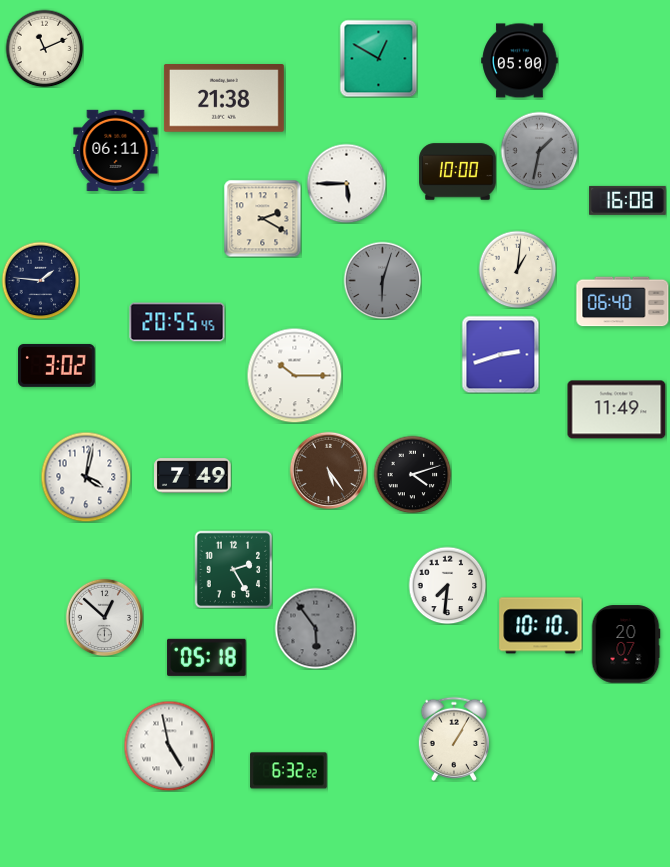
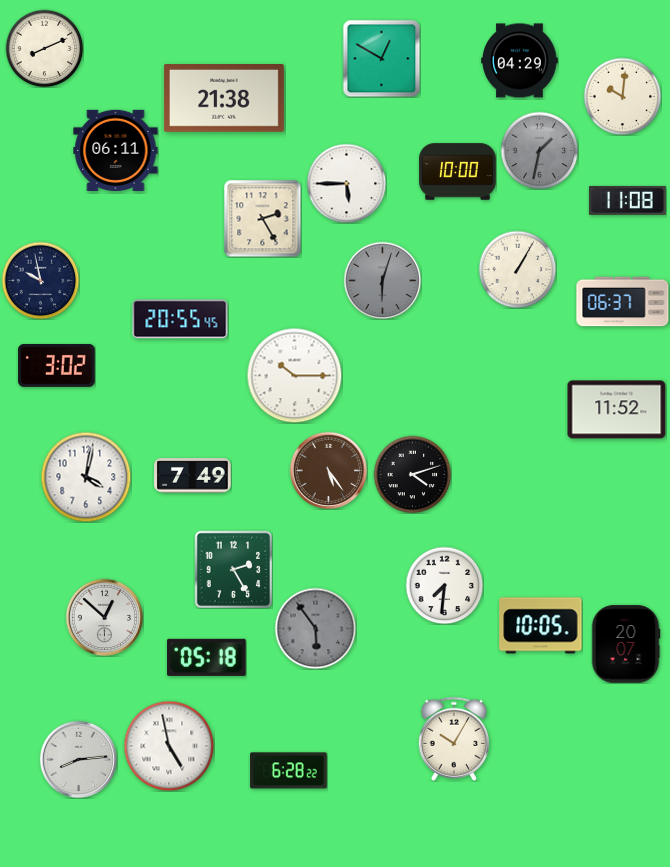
clock at (44, 48): 11:11 -> 8:11
clock at (378, 58) position: (378, 58) -> (381, 58)
clock at (520, 61): 05:00 -> 04:29
clock at (622, 96): none -> 10:01
clock at (628, 200): 16:08 -> 11:08
clock at (262, 218): 2:20 -> 2:25
clock at (517, 269): 1:01 -> 1:05
clock at (40, 280): 1:46 -> 9:58
clock at (623, 302): 06:40 -> 06:37
clock at (177, 322) position: (177, 322) -> (180, 319)
clock at (500, 354): 2:42 -> none
clock at (617, 410): 11:49 -> 11:52
clock at (447, 585) position: (447, 585) -> (444, 585)
clock at (541, 626): 10:10 -> 10:05
clock at (454, 739): 1:05 -> 10:05
clock at (78, 759): none -> 8:14
clock at (289, 771): 6:32 -> 6:28
